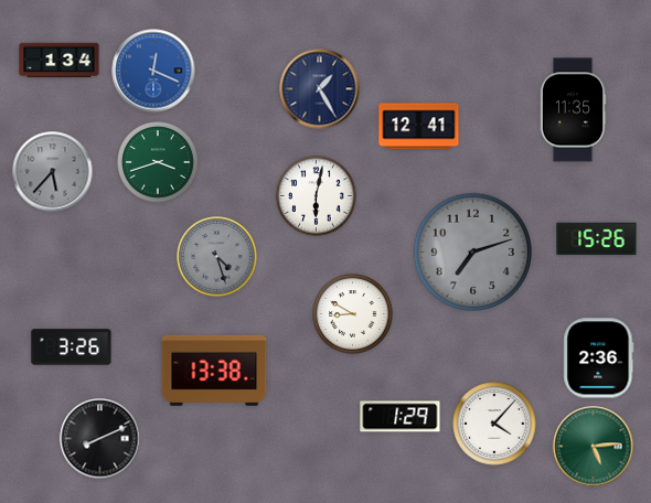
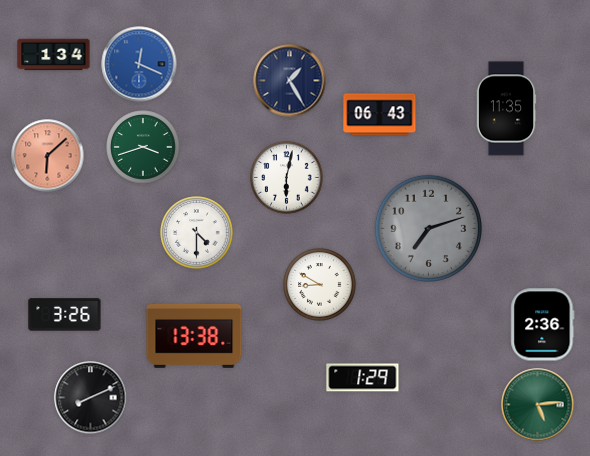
clock at (573, 110) position: (573, 110) -> (506, 109)
clock at (419, 127): 12:41 -> 06:43
clock at (53, 172): 5:37 -> 6:08
clock at (53, 172) dial: grey -> salmon
clock at (597, 239): 15:26 -> none
clock at (217, 257): 4:27 -> 4:30
clock at (217, 257) dial: grey -> white
clock at (494, 424): 4:07 -> none
